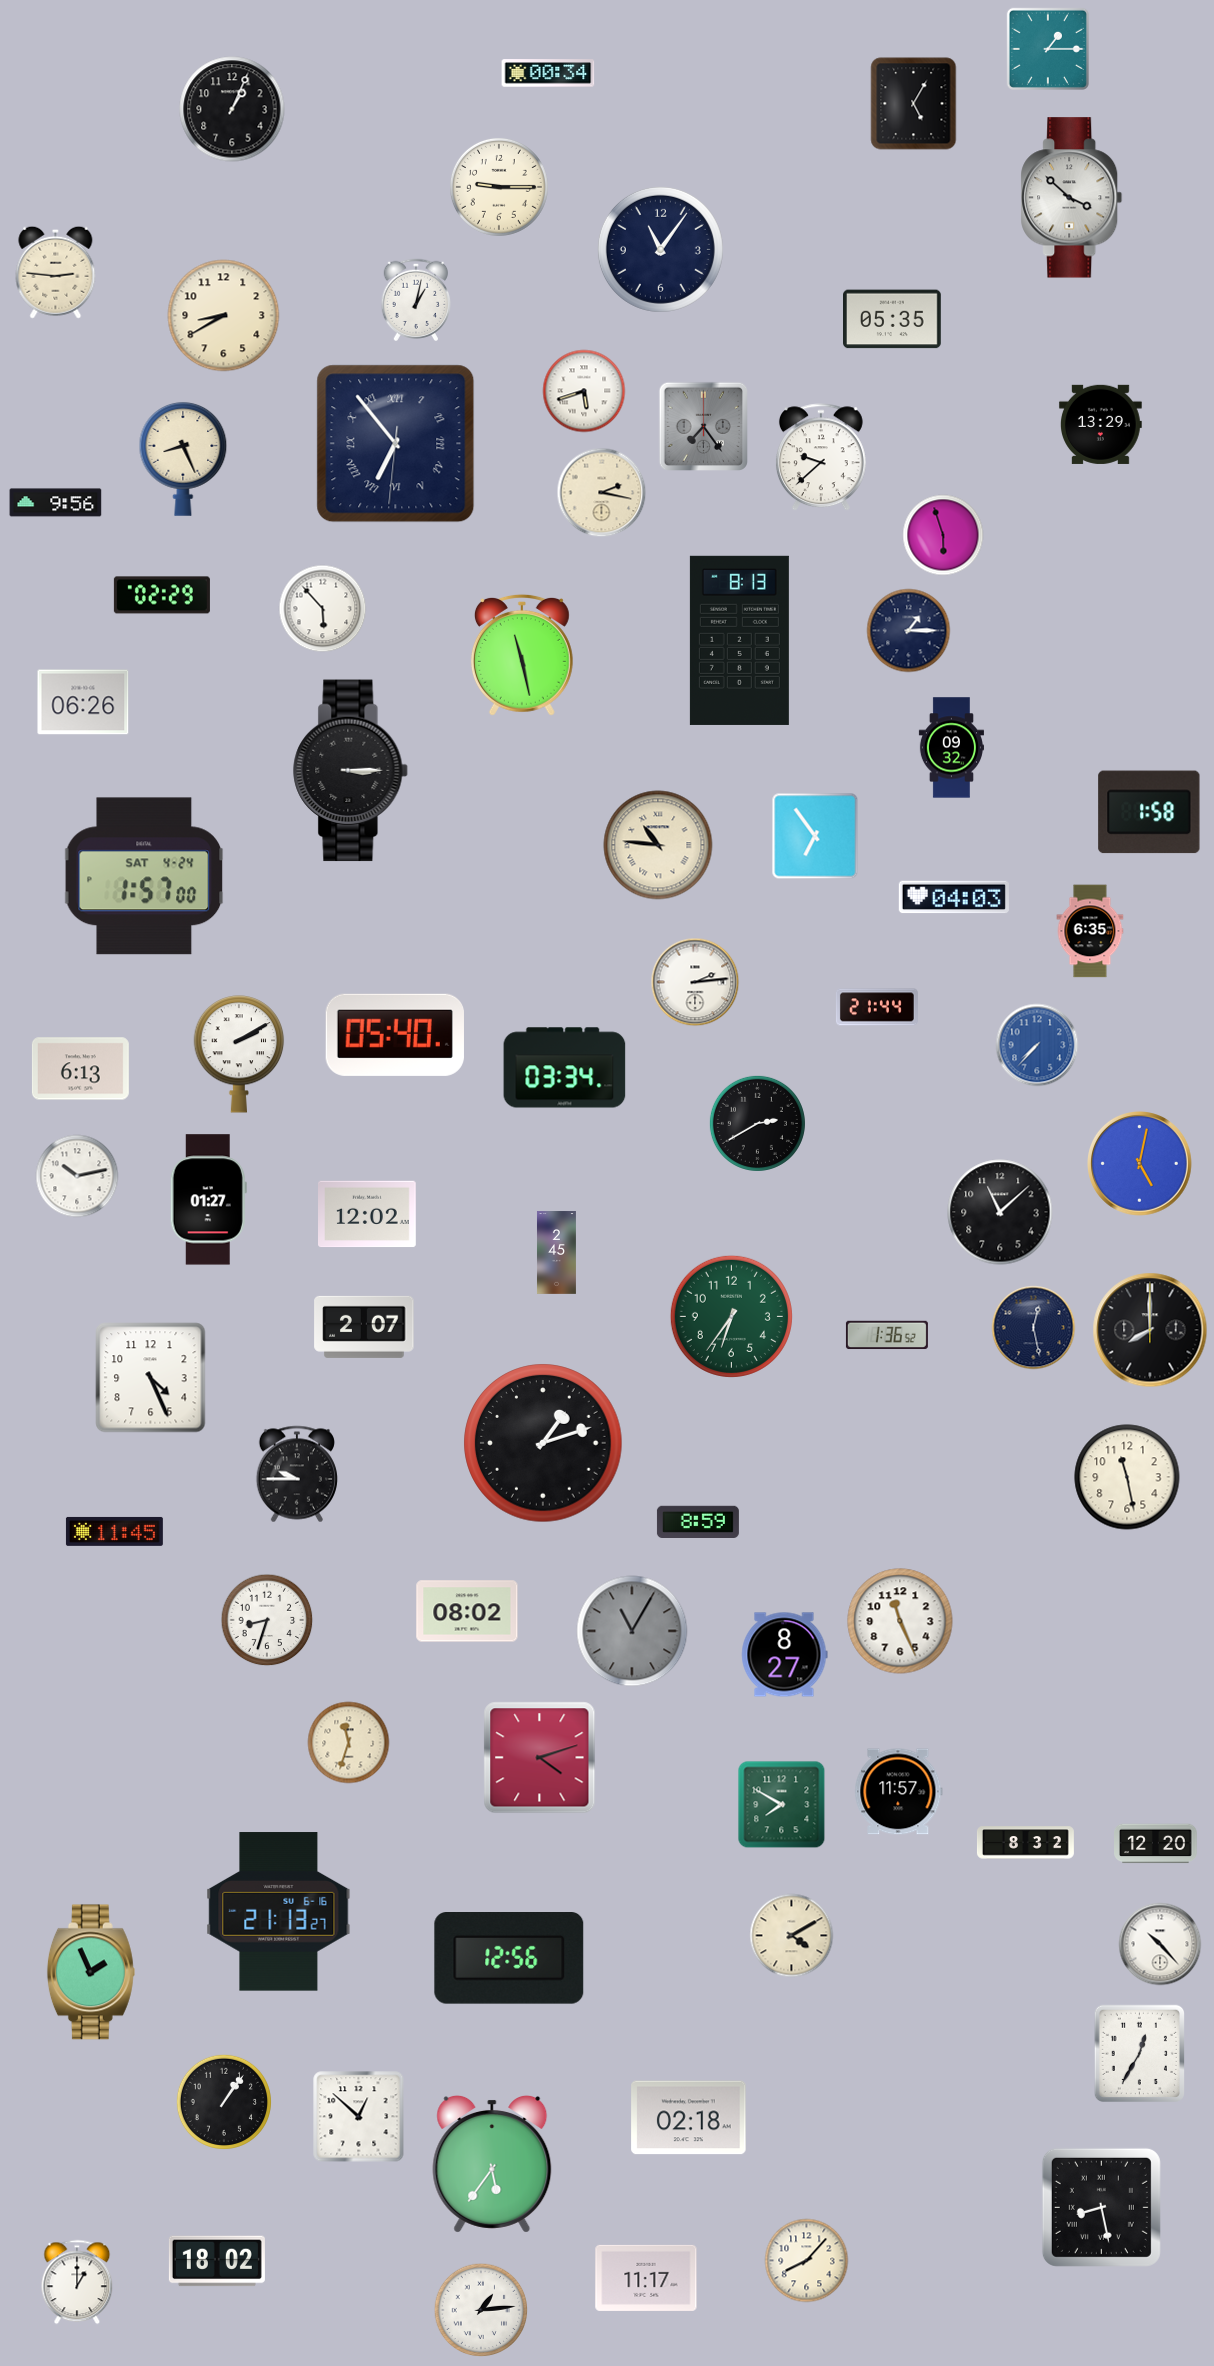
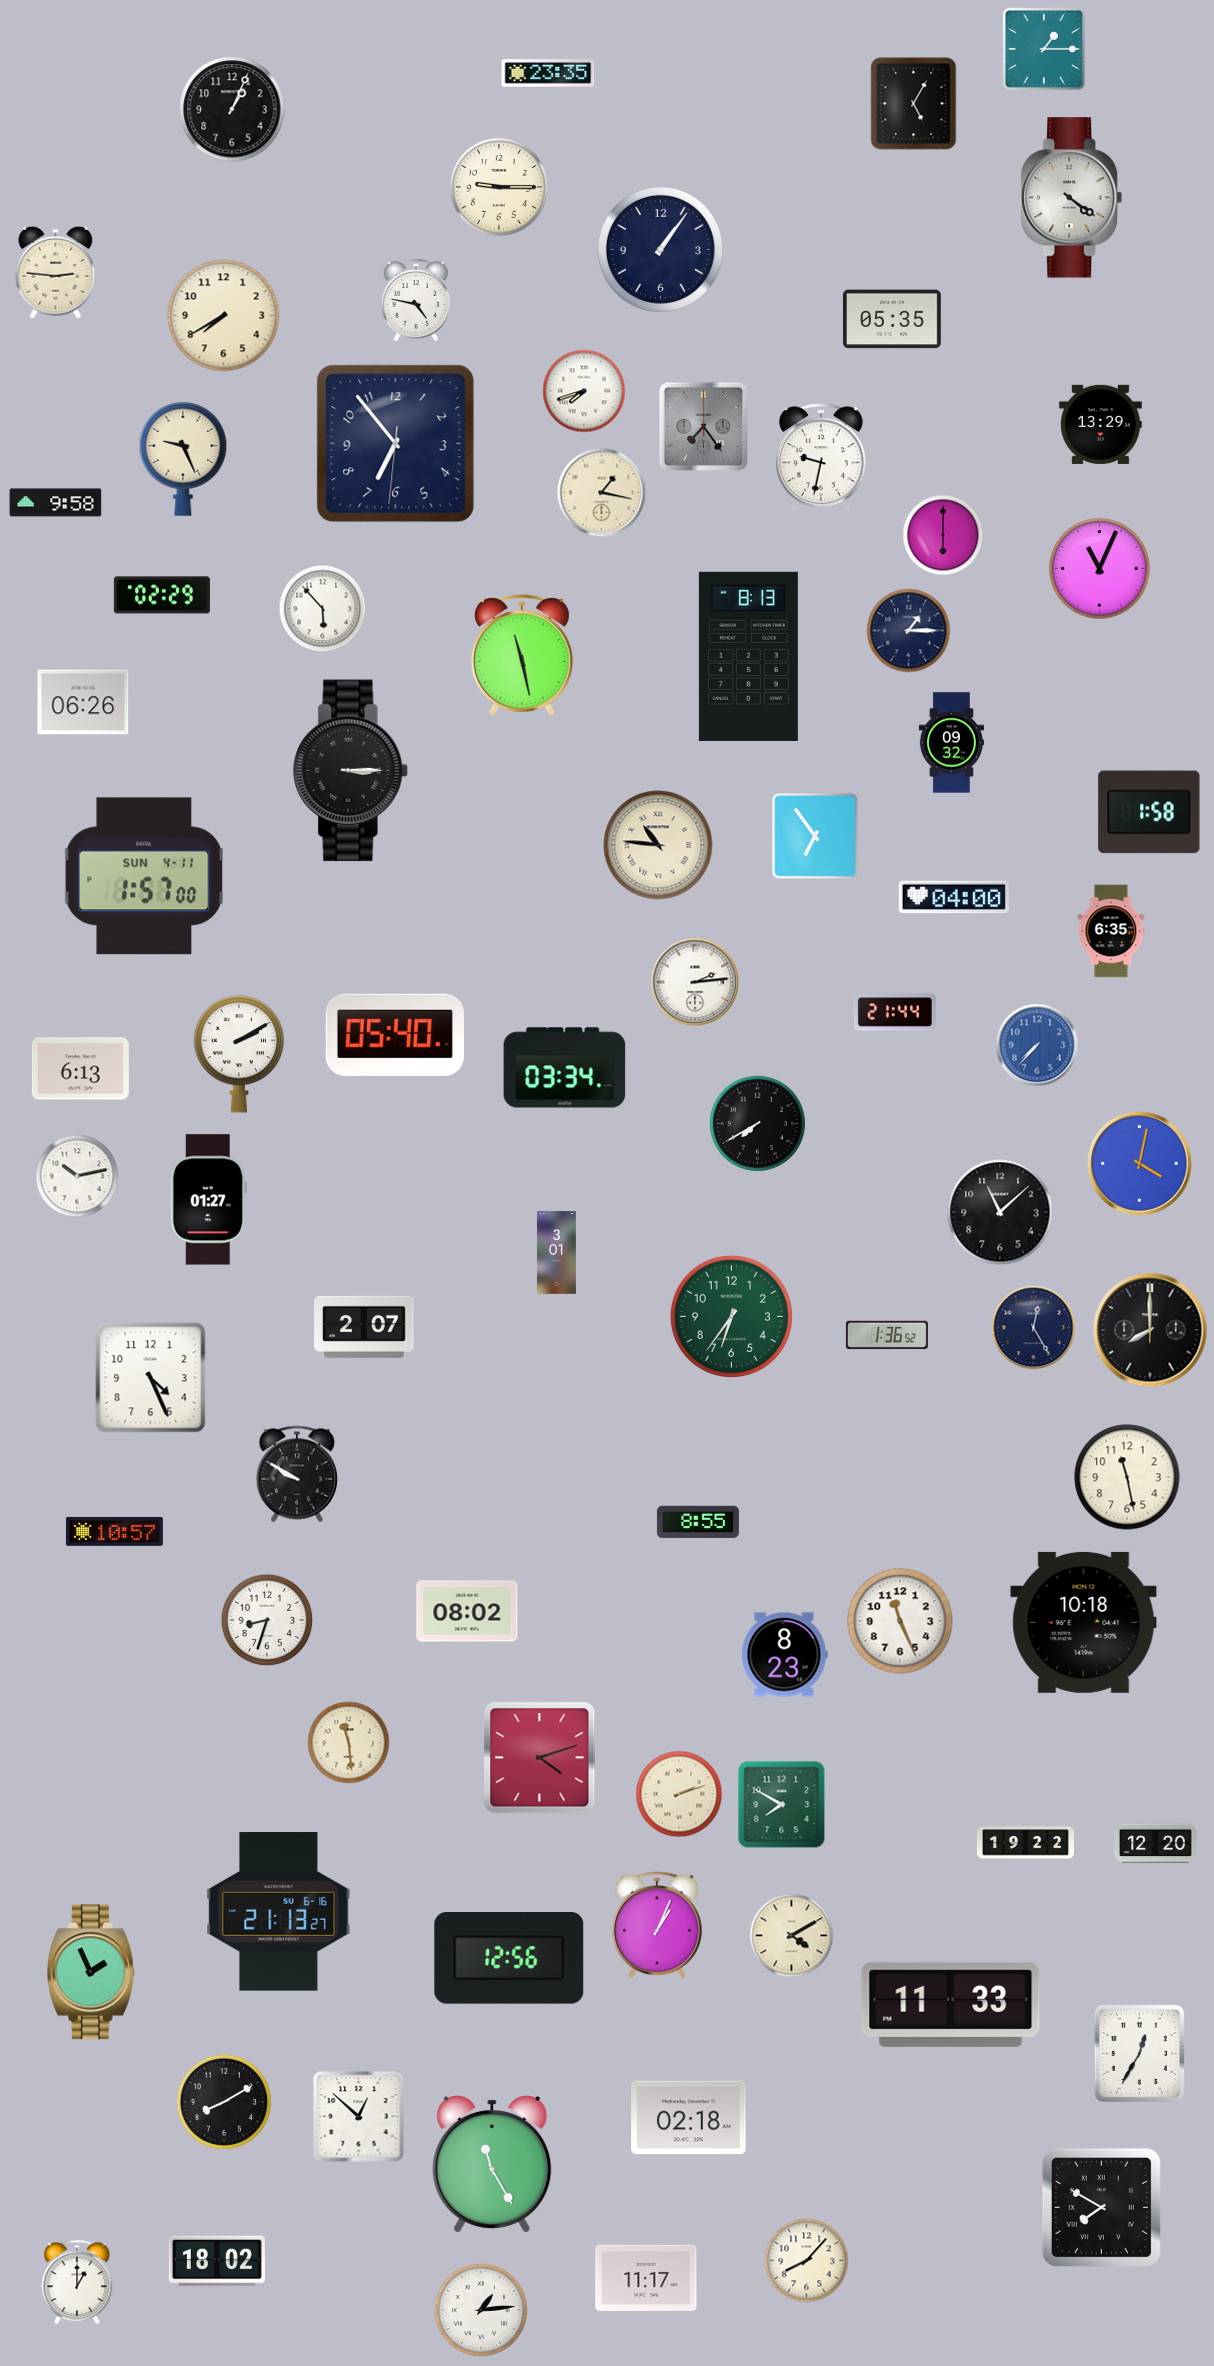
clock at (1048, 49) position: (1048, 49) -> (1044, 49)
clock at (548, 73): 00:34 -> 23:35
clock at (1072, 198): 3:52 -> 4:21
clock at (660, 249): 11:06 -> 1:06
clock at (416, 299): 1:02 -> 4:47
clock at (224, 316): 8:40 -> 7:40
clock at (584, 391): 5:42 -> 7:42
clock at (396, 444) numerals: Roman -> Arabic
clock at (821, 458): 9:38 -> 9:32
clock at (183, 459): 8:26 -> 9:26
clock at (602, 493): 2:17 -> 1:17
clock at (56, 503): 9:56 -> 9:58
clock at (943, 535): 5:57 -> 6:00
clock at (1100, 569): none -> 11:04
clock at (739, 640) position: (739, 640) -> (748, 656)
clock at (951, 748) position: (951, 748) -> (951, 743)
clock at (144, 876) date: SAT 4-24 -> SUN 4-11
clock at (954, 897): 04:03 -> 04:00
clock at (1090, 931) position: (1090, 931) -> (1111, 931)
clock at (877, 1007) position: (877, 1007) -> (895, 1012)
clock at (757, 1123): 2:40 -> 7:40
clock at (1140, 1164): 5:02 -> 4:02
clock at (368, 1214): 12:02 -> none
clock at (556, 1253): 2:45 -> 3:01
clock at (1034, 1328): 12:28 -> 12:25
clock at (543, 1443): 1:12 -> none
clock at (296, 1474): 9:45 -> 9:50
clock at (698, 1521): 8:59 -> 8:55
clock at (114, 1531): 11:45 -> 10:57
clock at (1084, 1622): none -> 10:18
clock at (632, 1631): 11:05 -> none
clock at (785, 1655): 8:27 -> 8:23
clock at (349, 1743): 11:33 -> 11:29
clock at (899, 1792): 11:57 -> none
clock at (679, 1794): none -> 2:12
clock at (1025, 1843): 8:32 -> 19:22
clock at (657, 1926): none -> 1:04
clock at (1160, 1944): 10:23 -> none
clock at (951, 2004): none -> 11:33
clock at (224, 2102): 1:06 -> 8:10
clock at (492, 2164): 5:36 -> 11:25
clock at (1101, 2207): 8:28 -> 7:50
